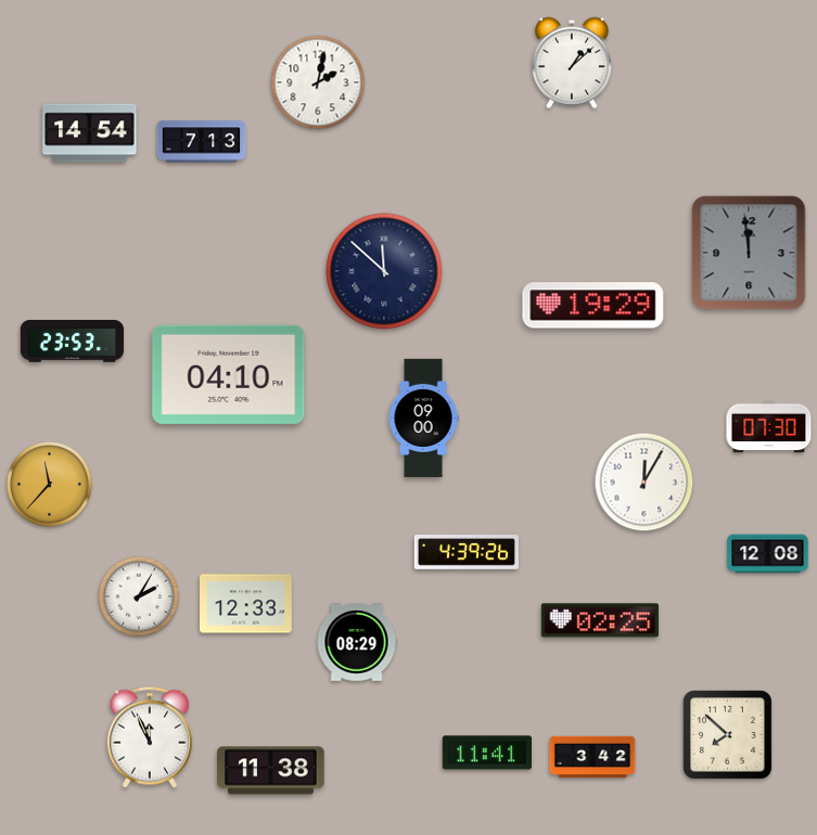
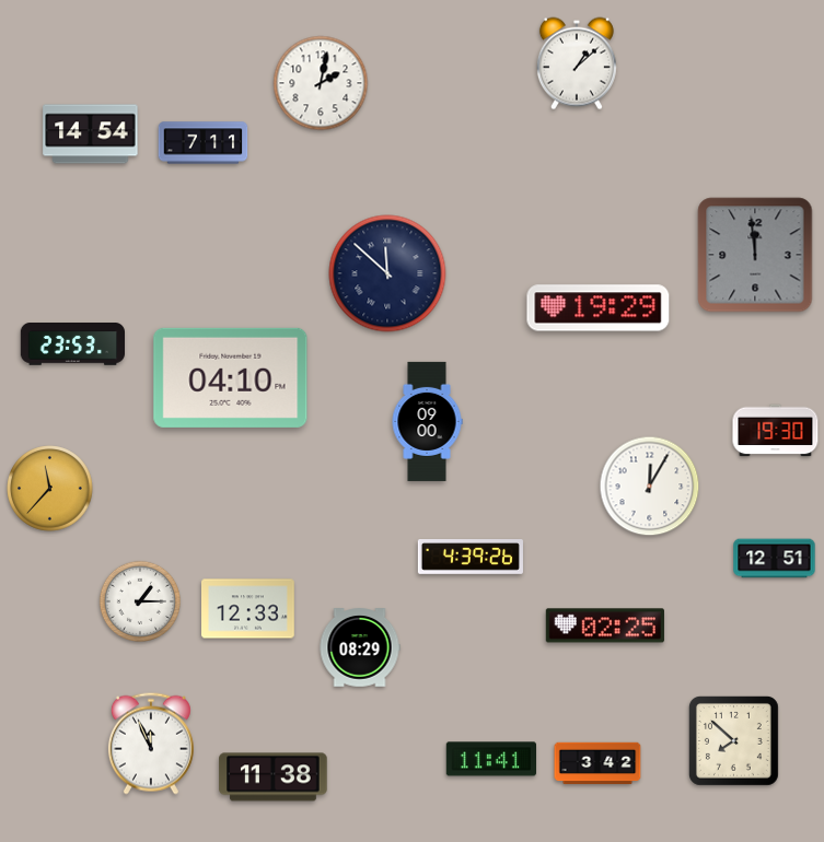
clock at (202, 142): 7:13 -> 7:11
clock at (769, 427): 07:30 -> 19:30
clock at (768, 554): 12:08 -> 12:51
clock at (138, 595): 2:05 -> 1:15
